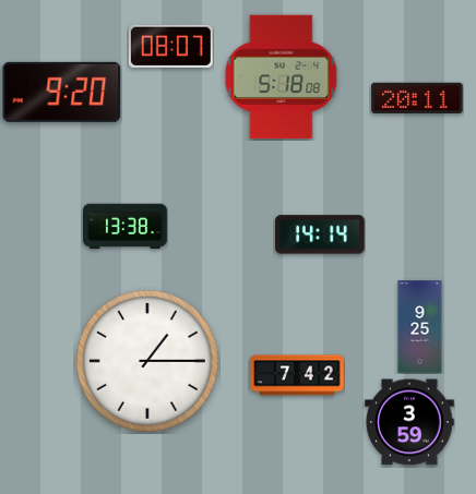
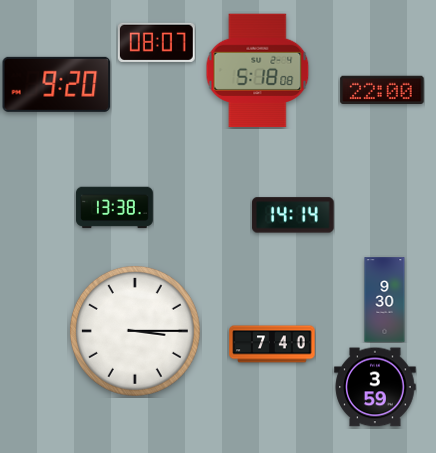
clock at (417, 98): 20:11 -> 22:00
clock at (420, 327): 9:25 -> 9:30
clock at (147, 361): 1:15 -> 3:15
clock at (297, 375): 7:42 -> 7:40
